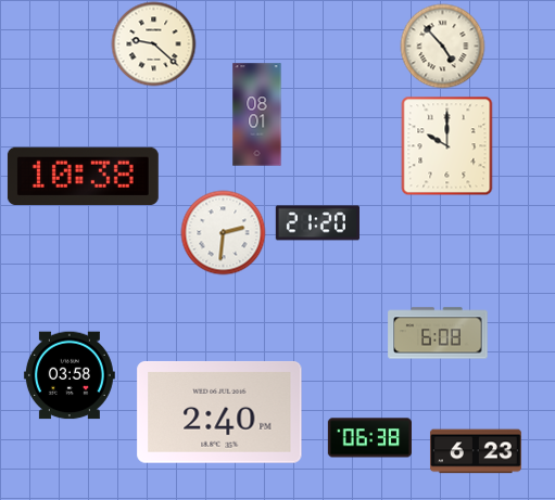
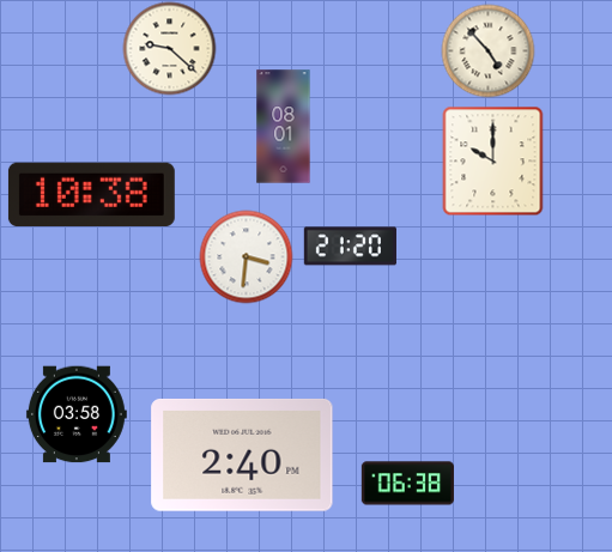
clock at (223, 232): 2:31 -> 3:31
clock at (438, 333): 6:08 -> none
clock at (476, 451): 6:23 -> none
